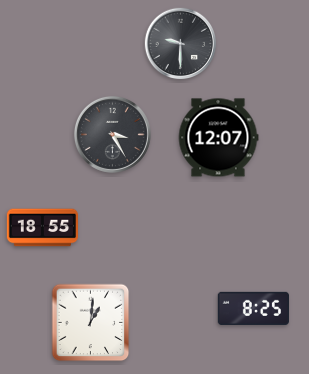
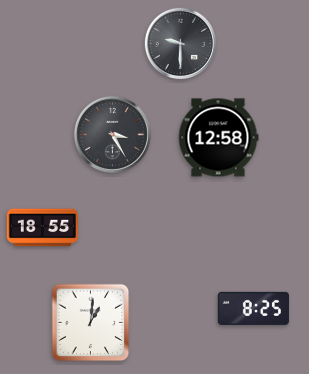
clock at (218, 138): 12:07 -> 12:58
